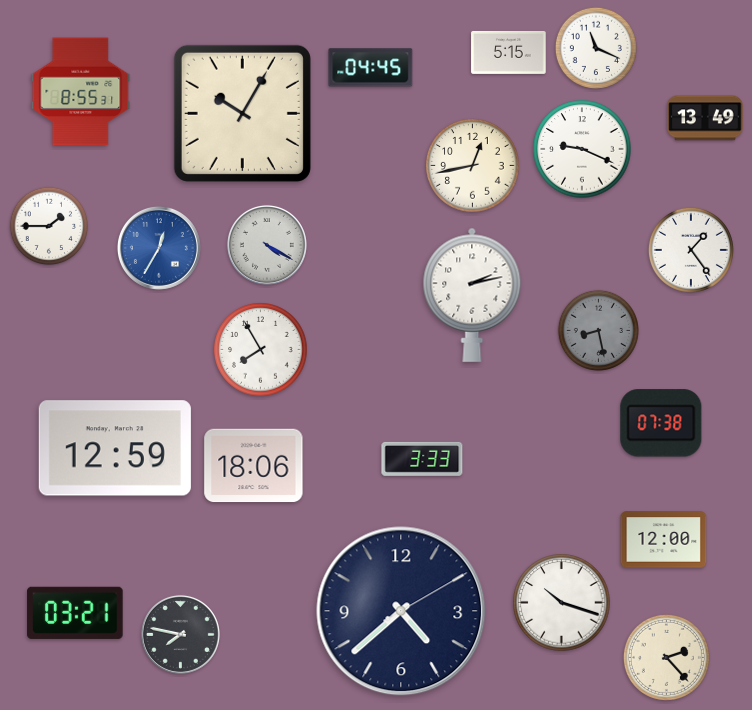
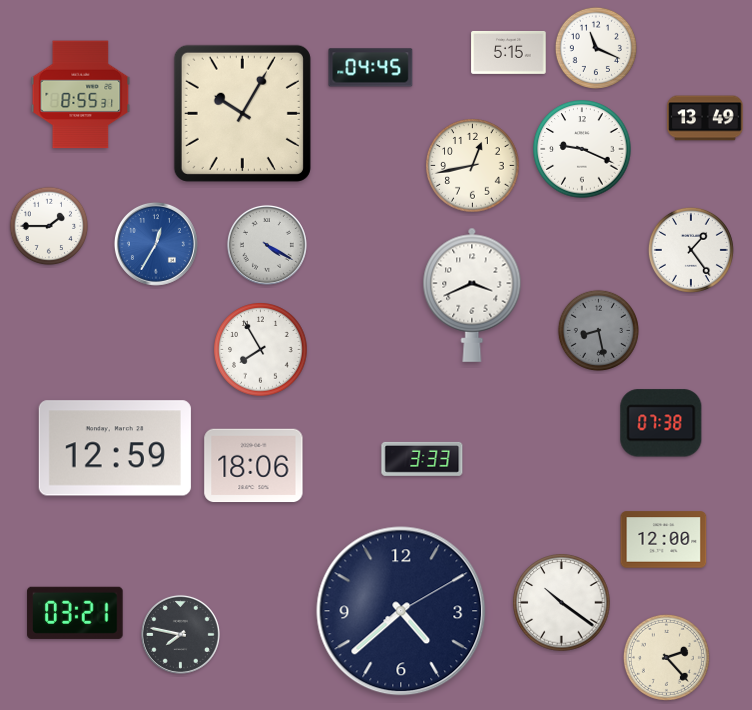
clock at (81, 92) position: (81, 92) -> (81, 95)
clock at (159, 248) position: (159, 248) -> (156, 244)
clock at (472, 295): 2:13 -> 3:41
clock at (562, 603): 10:18 -> 10:21
